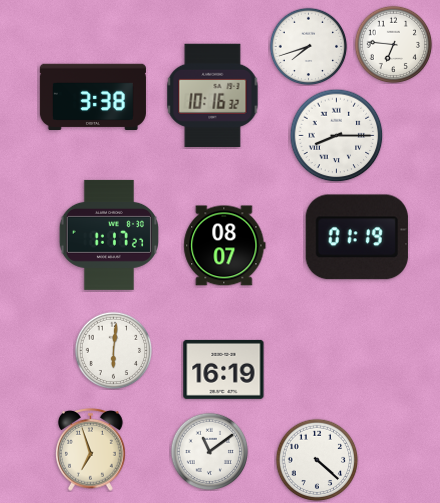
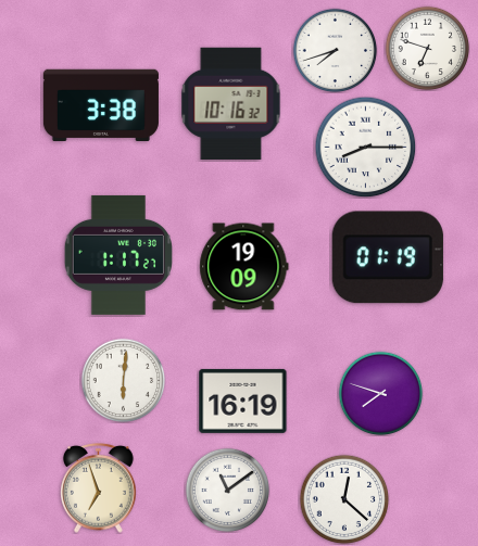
clock at (393, 44): 6:46 -> 6:48
clock at (225, 246): 08:07 -> 19:09
clock at (380, 393): none -> 7:48
clock at (317, 460): 4:22 -> 12:22
